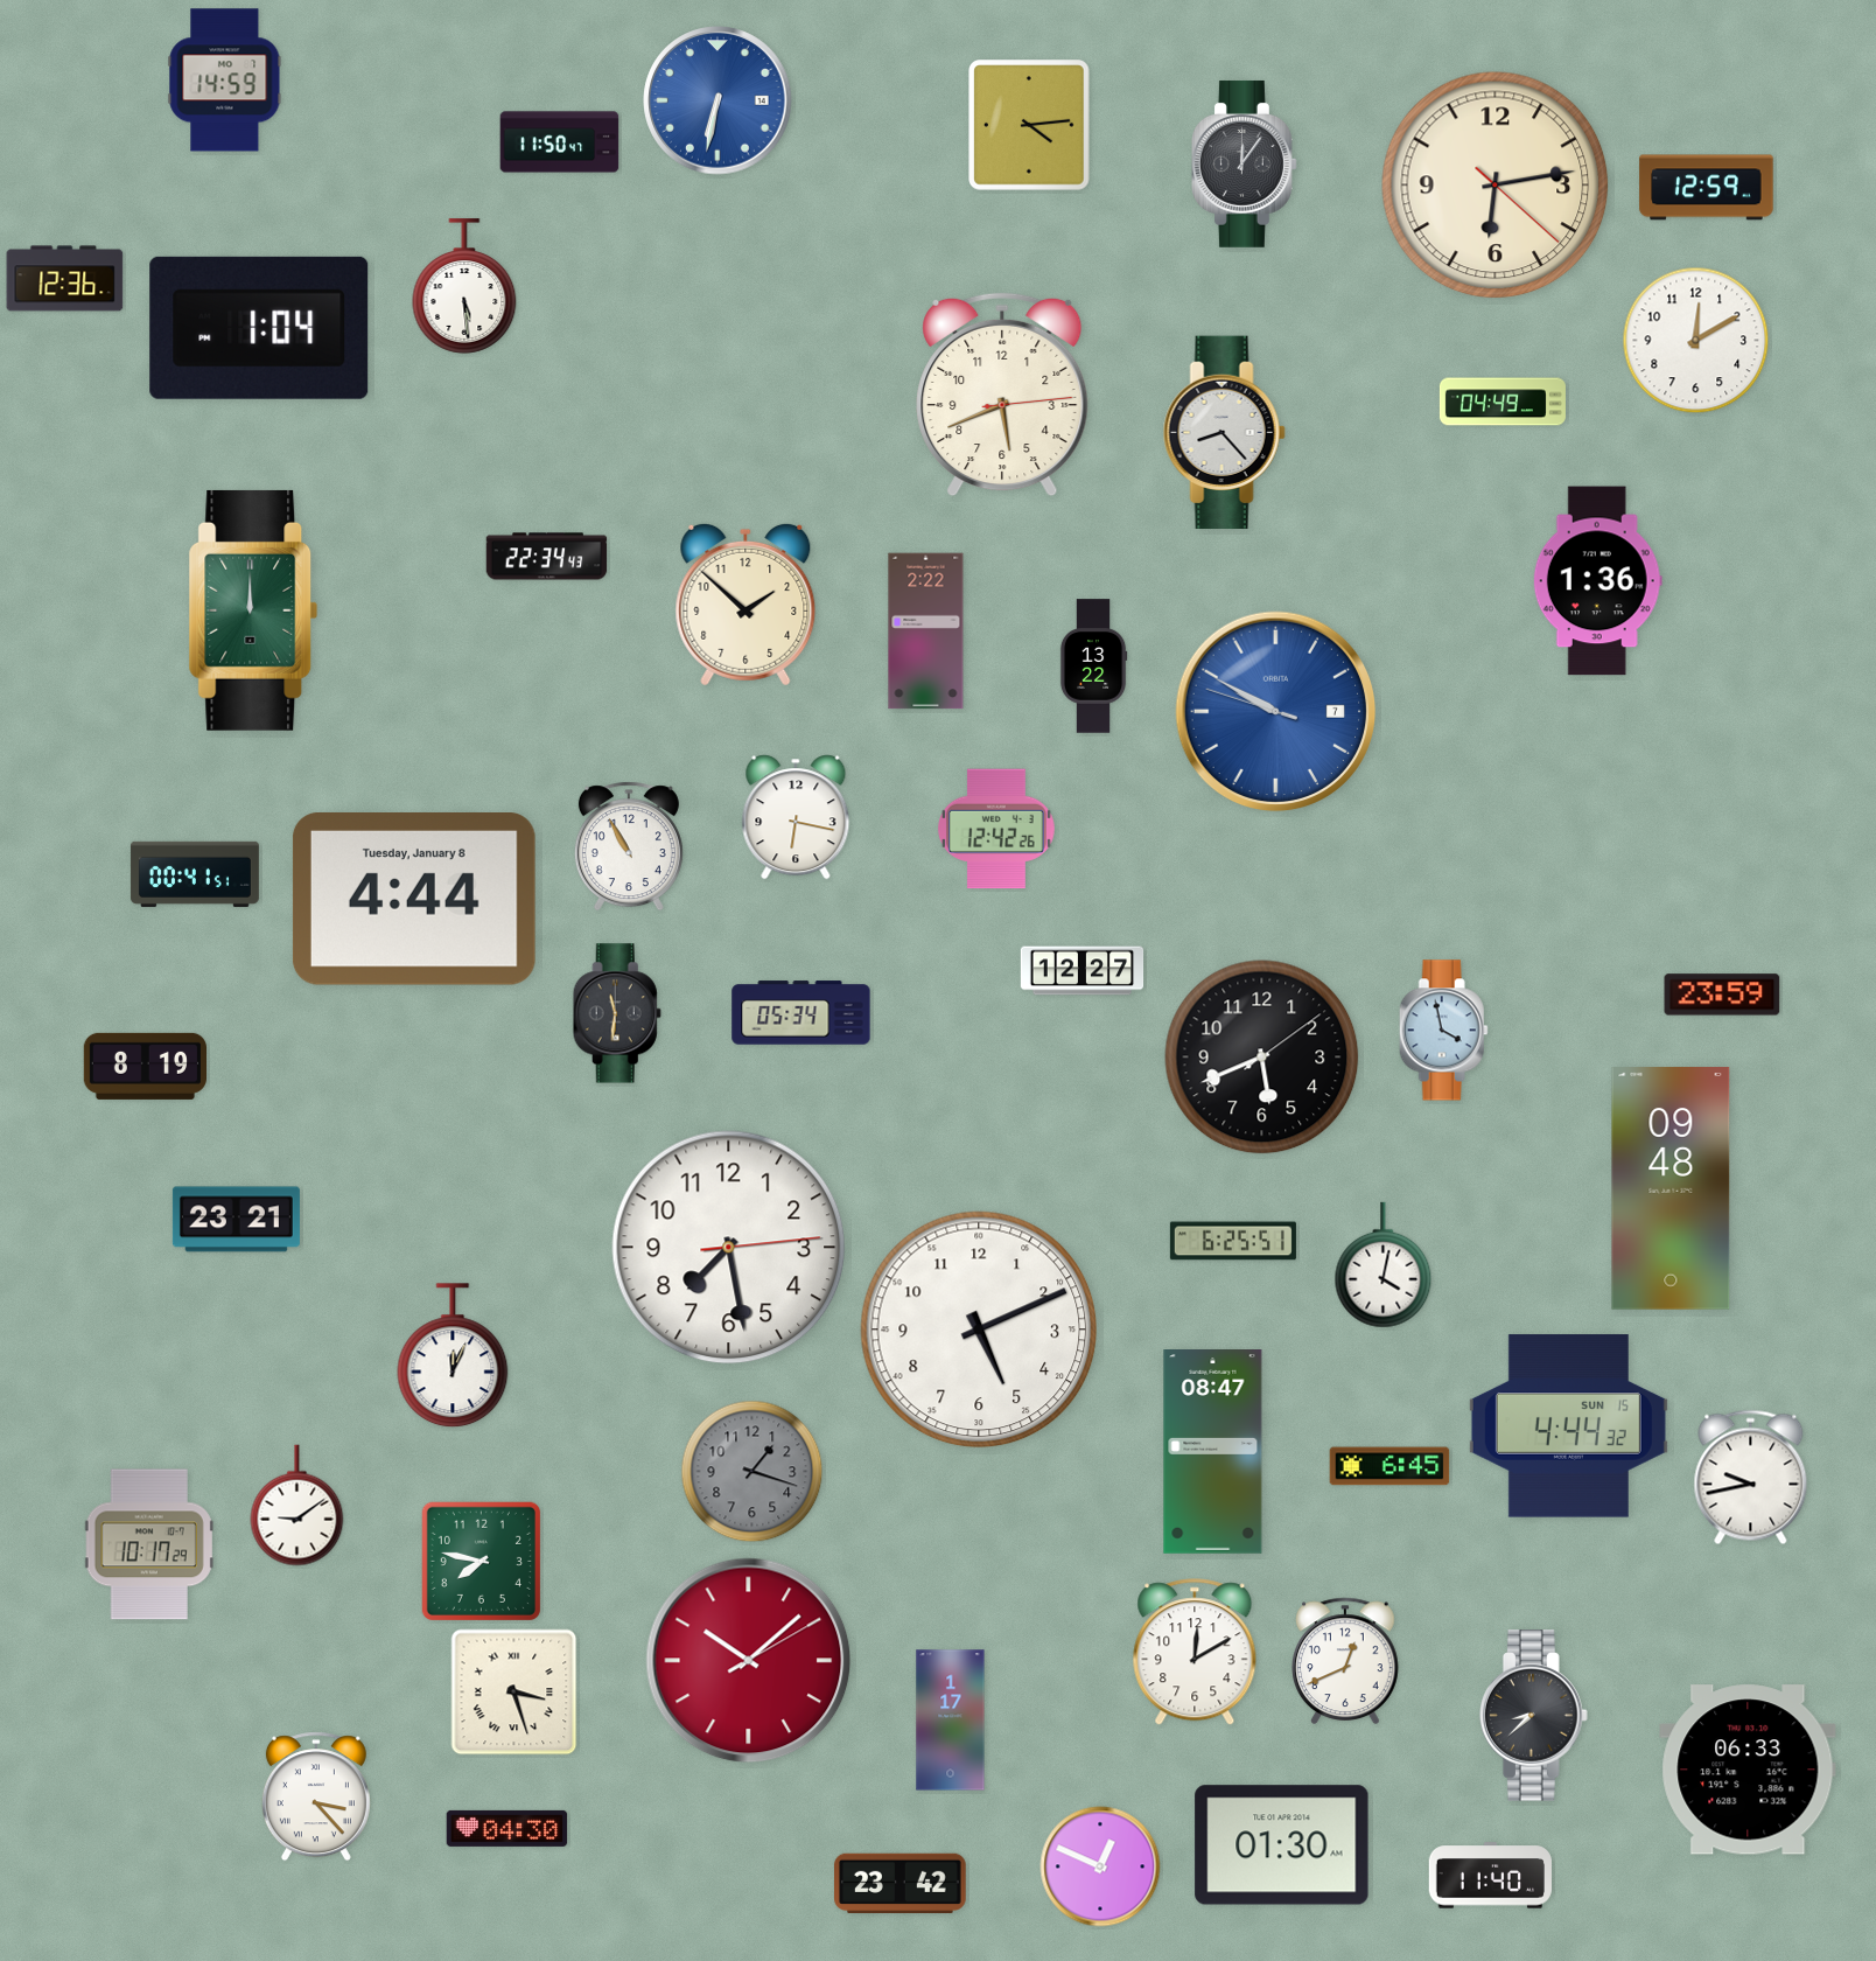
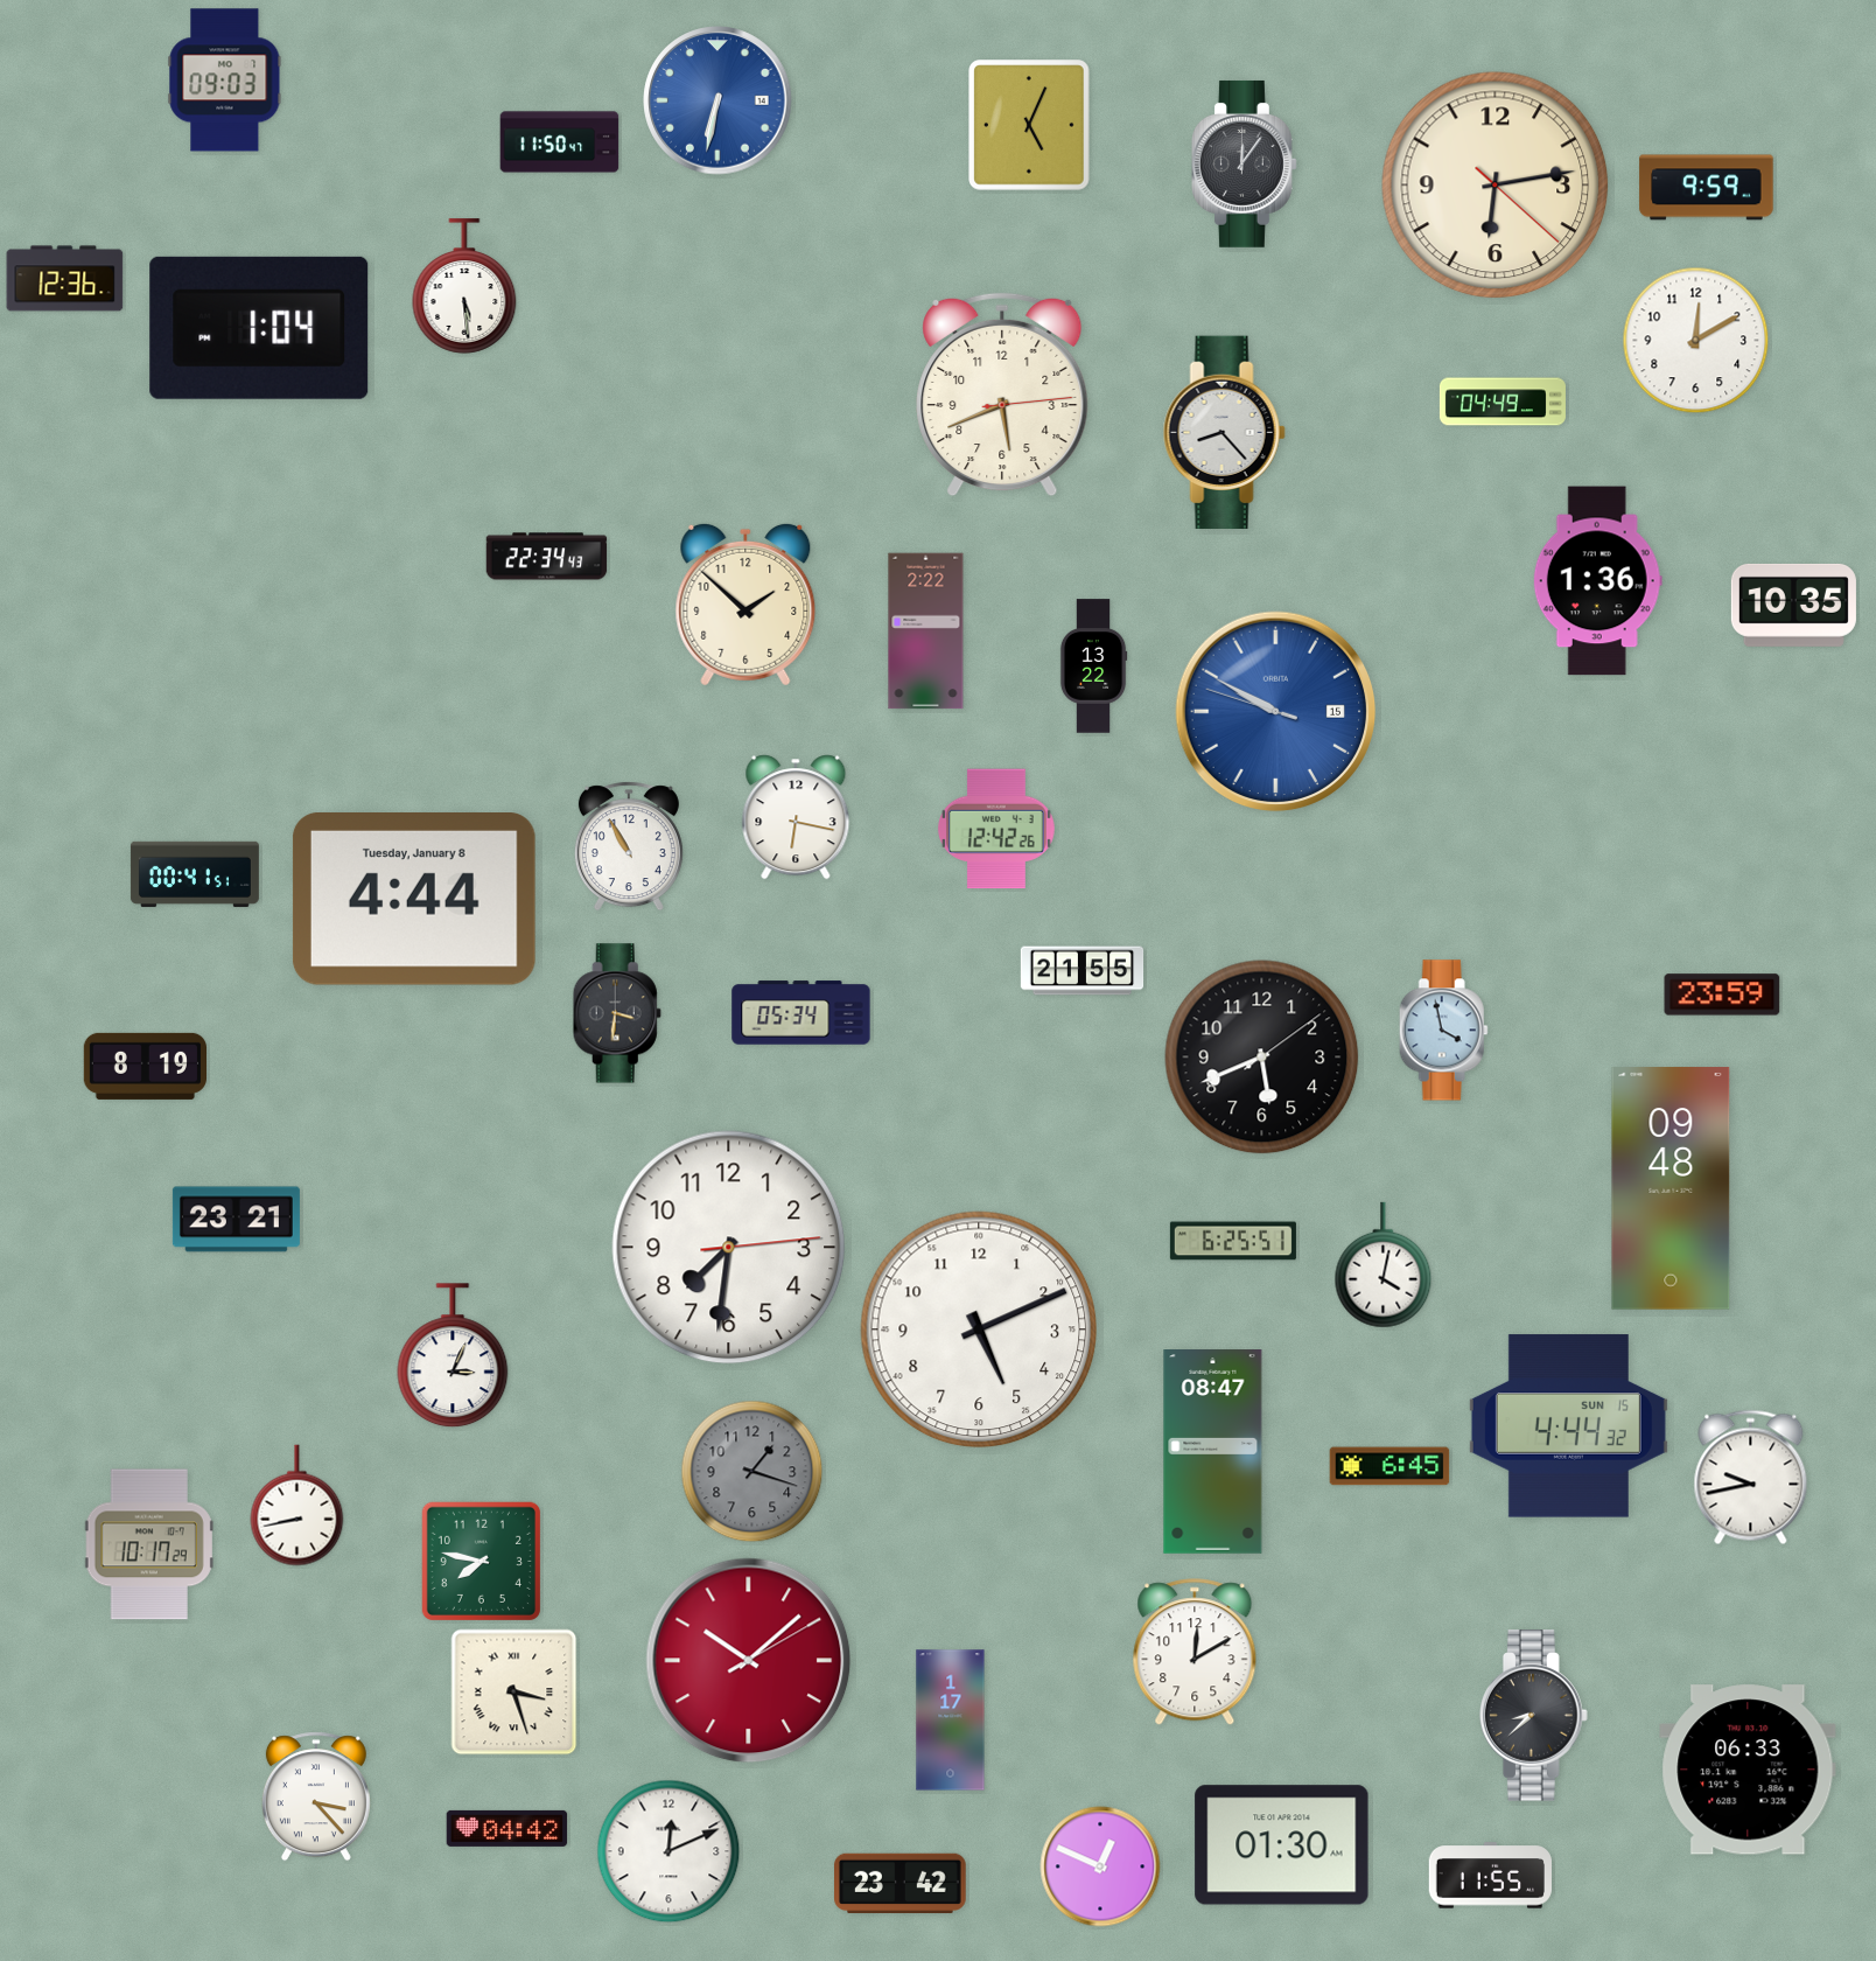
clock at (225, 81): 14:59 -> 09:03
clock at (1029, 125): 4:14 -> 5:04
clock at (1707, 188): 12:59 -> 9:59
clock at (1793, 605): none -> 10:35
clock at (253, 610): 12:00 -> none
clock at (1276, 712) date: 7 -> 15
clock at (1083, 971): 12:27 -> 21:55
clock at (617, 1013): 11:31 -> 3:31
clock at (729, 1248): 7:28 -> 7:31
clock at (453, 1356): 12:04 -> 3:04
clock at (297, 1506): 9:09 -> 8:43
clock at (1346, 1660): 12:41 -> none
clock at (508, 1828): 04:30 -> 04:42
clock at (668, 1851): none -> 12:11
clock at (1490, 1876): 11:40 -> 11:55
